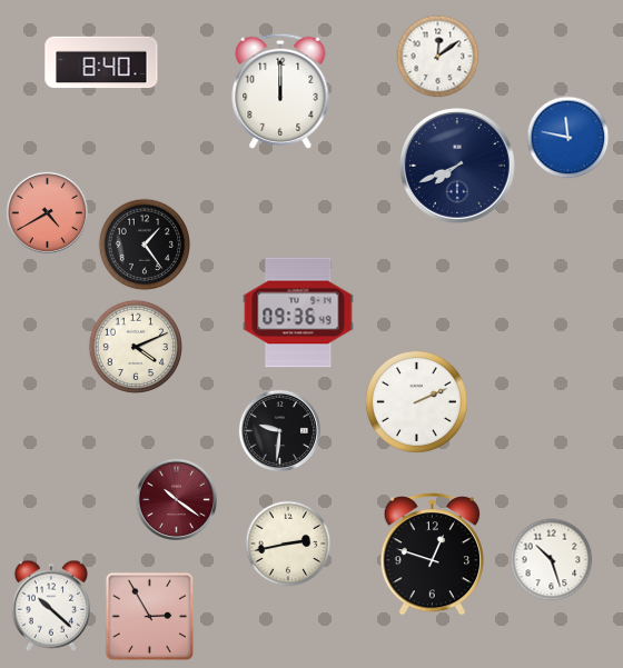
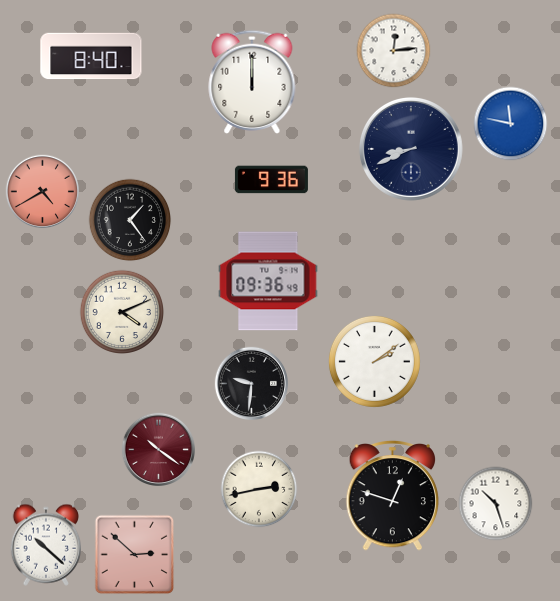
clock at (438, 57): 12:09 -> 12:14
clock at (457, 166): 7:41 -> 8:41
clock at (271, 180): none -> 9:36
clock at (416, 401): 2:11 -> 2:09
clock at (279, 430) position: (279, 430) -> (251, 383)
clock at (432, 554) position: (432, 554) -> (392, 495)
clock at (150, 617): 2:55 -> 2:52
